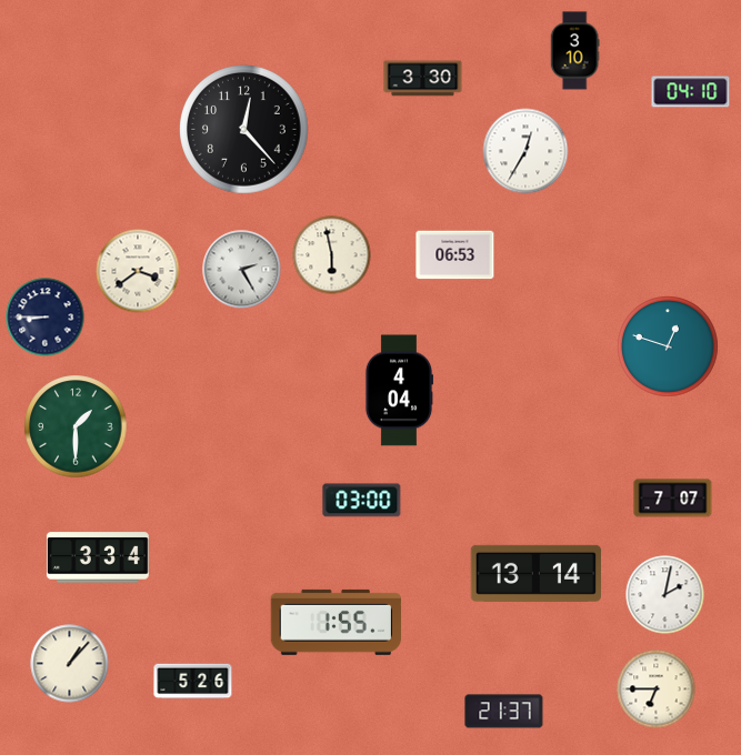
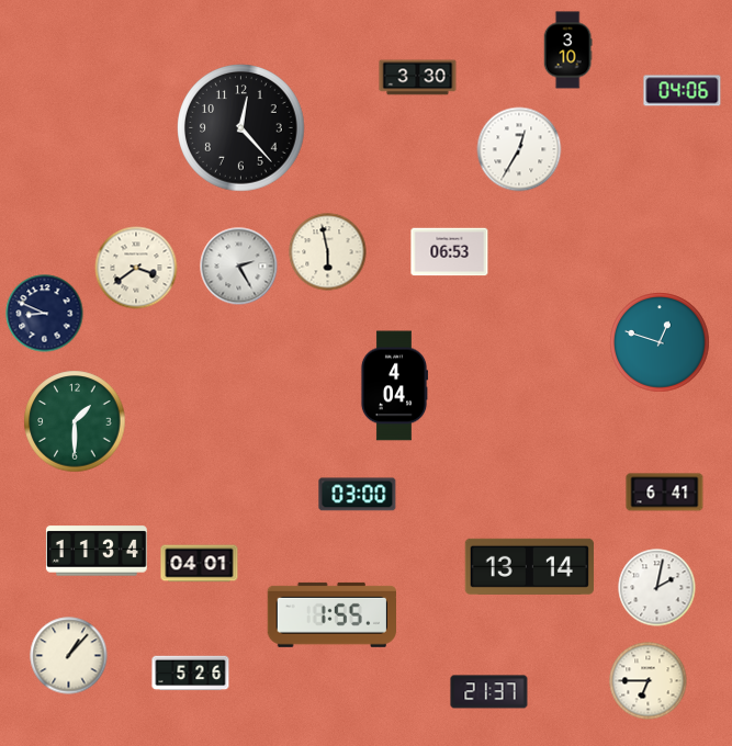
clock at (691, 92): 04:10 -> 04:06
clock at (46, 318): 8:45 -> 8:49
clock at (673, 499): 7:07 -> 6:41
clock at (98, 557): 3:34 -> 11:34
clock at (200, 564): none -> 04:01
clock at (504, 712) position: (504, 712) -> (489, 692)
